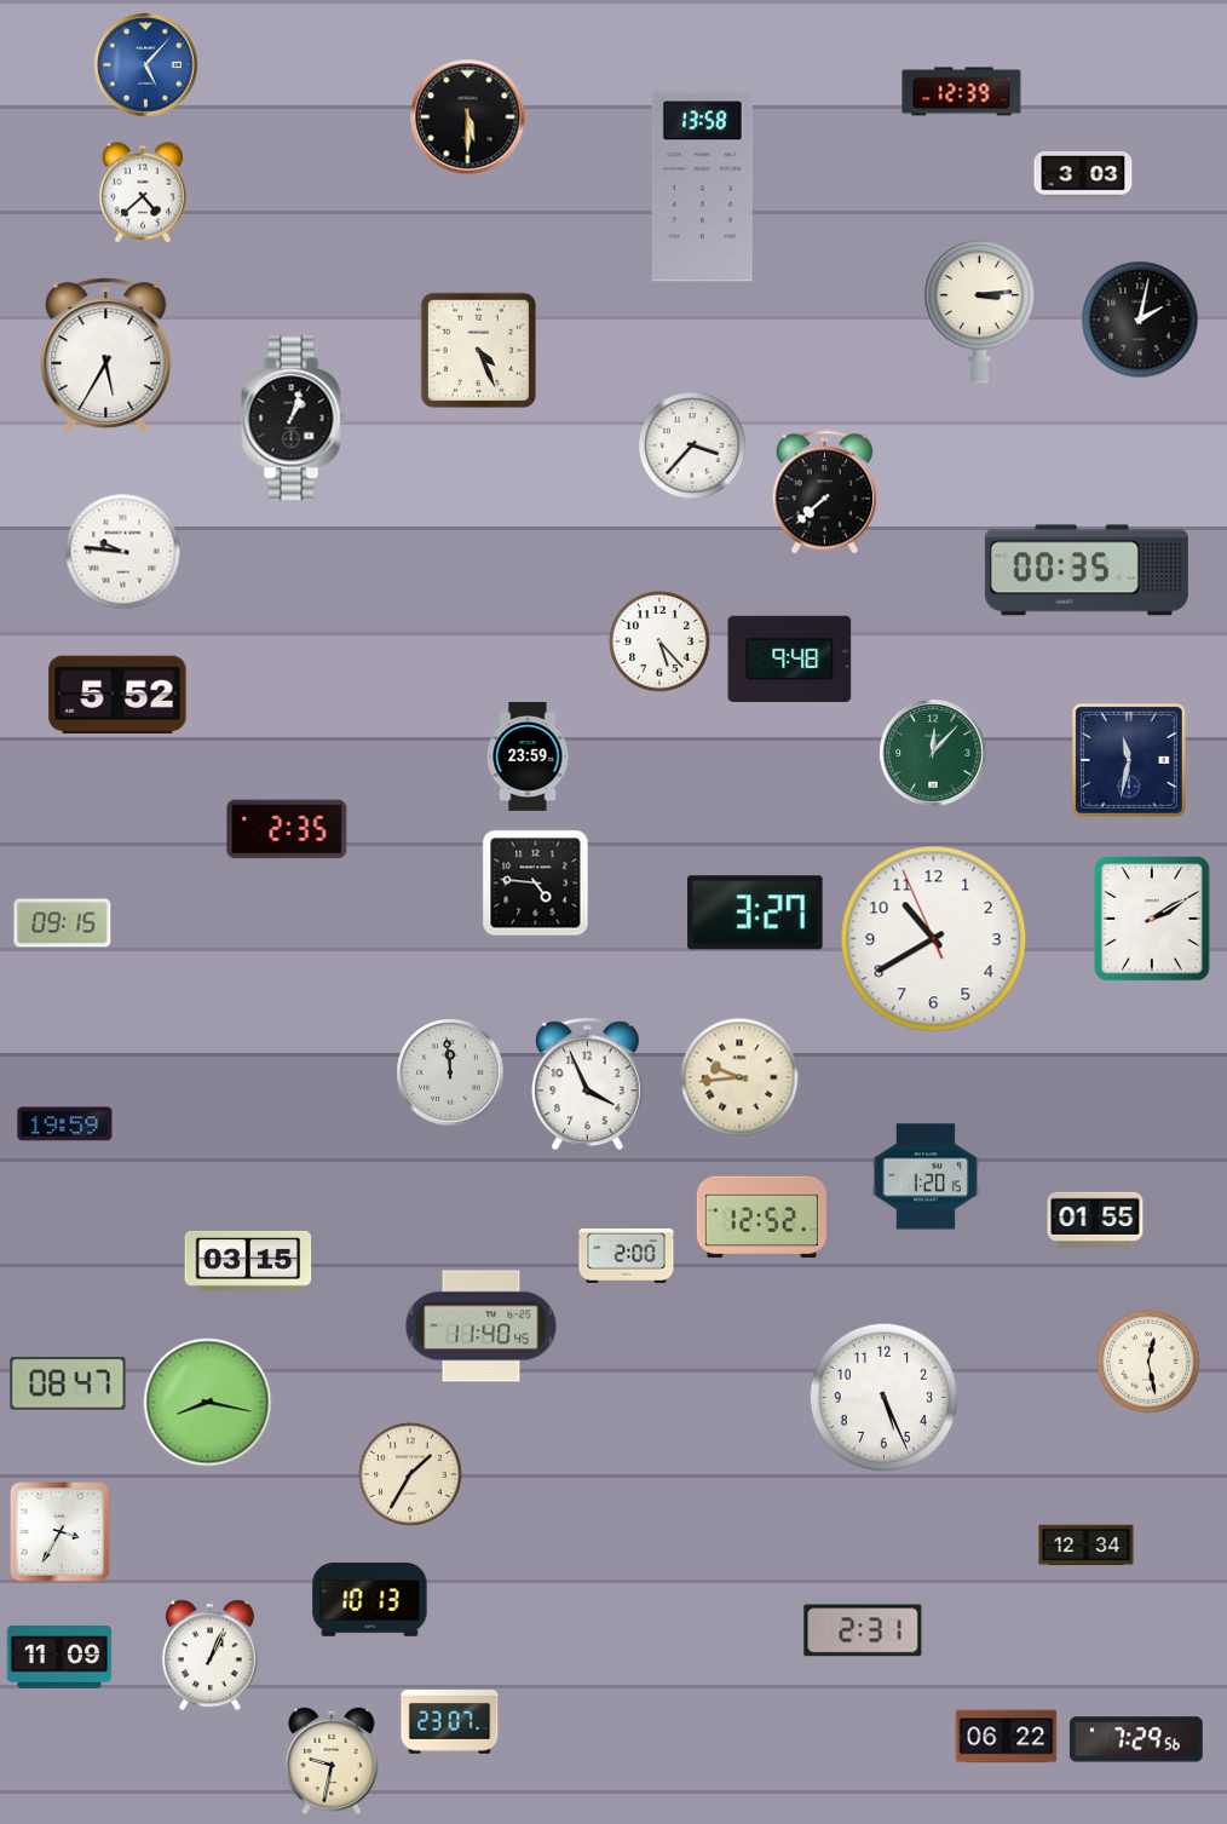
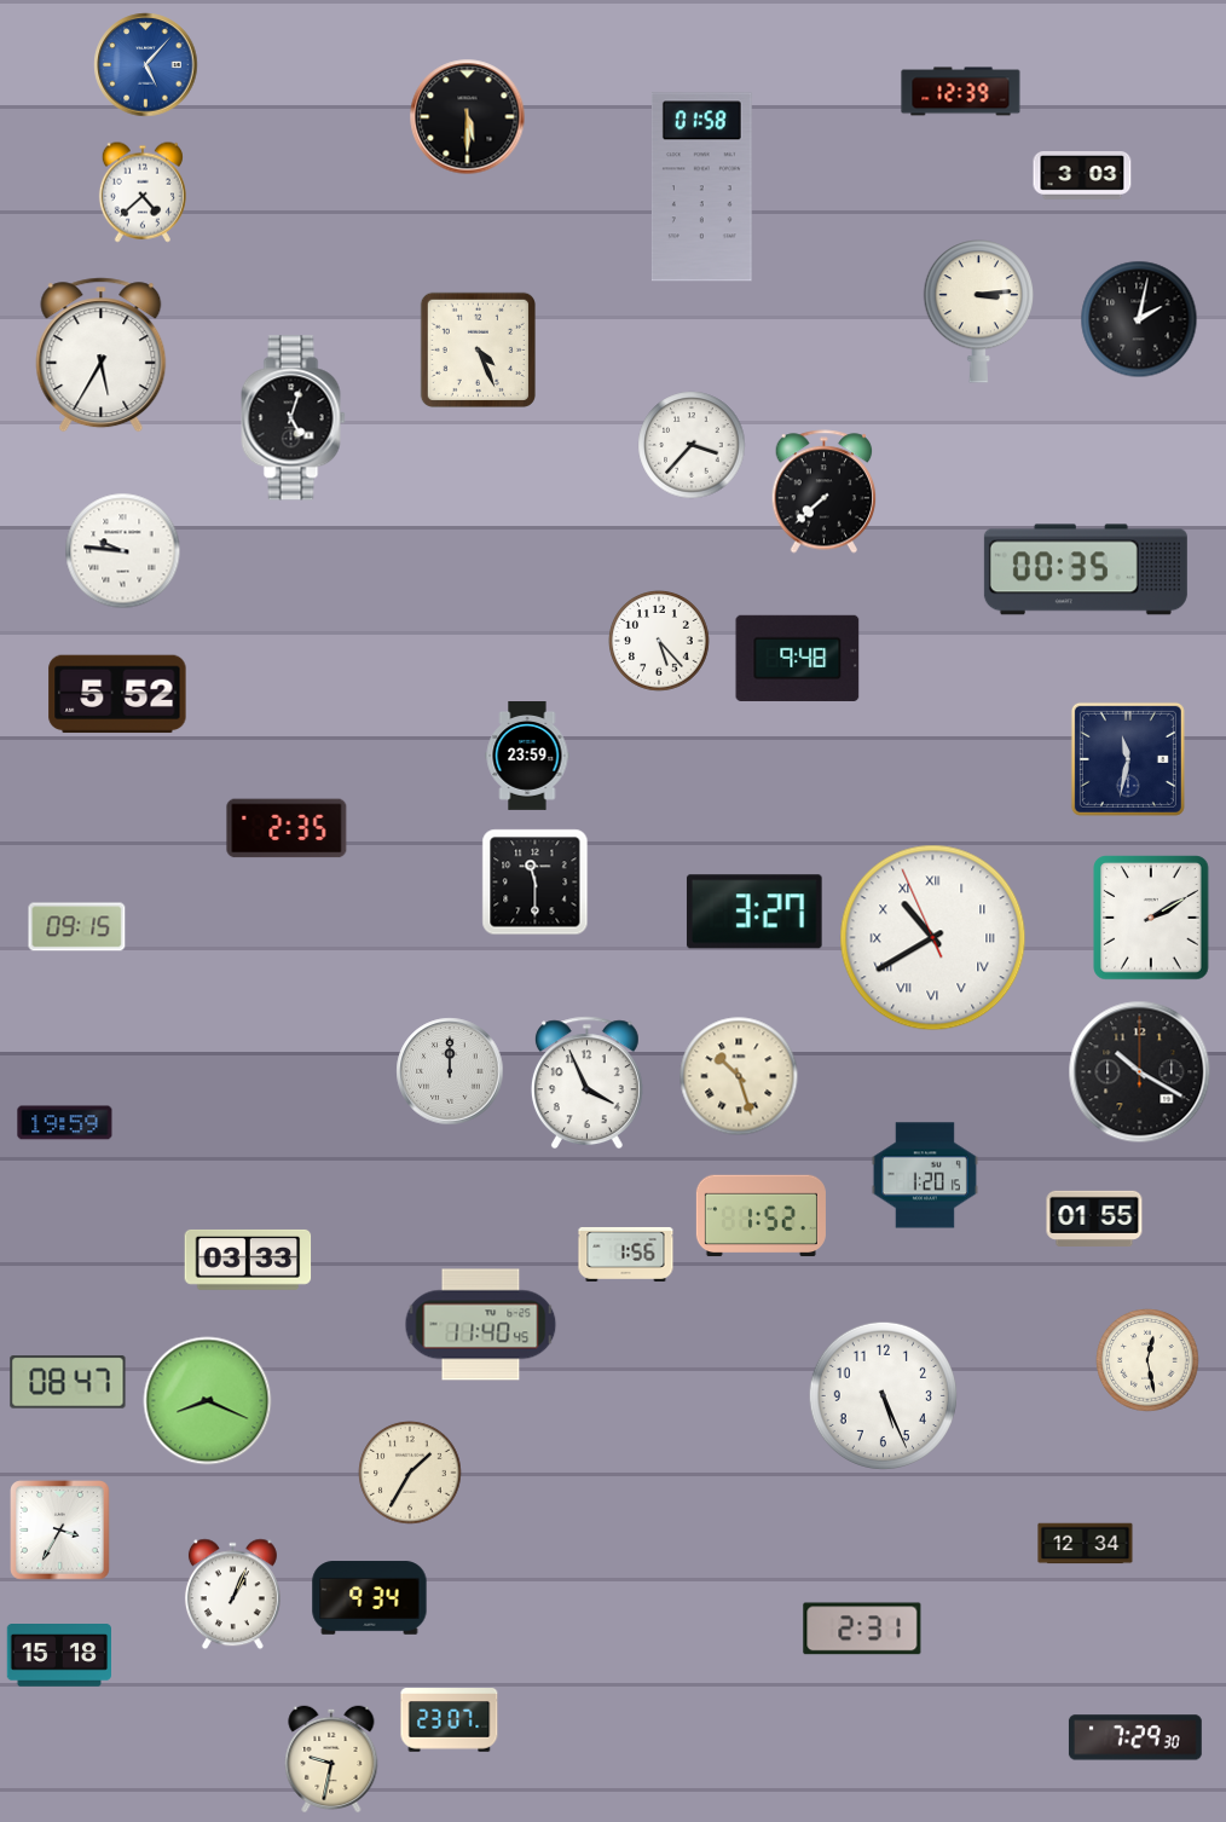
clock at (702, 188): 13:58 -> 01:58
clock at (106, 356) position: (106, 356) -> (102, 355)
clock at (294, 419): 1:03 -> 5:03
clock at (790, 658) position: (790, 658) -> (798, 658)
clock at (933, 753): 12:07 -> none
clock at (536, 884): 4:46 -> 11:30
clock at (63, 923) position: (63, 923) -> (77, 927)
clock at (934, 939) numerals: Arabic -> Roman
clock at (450, 1072): 11:59 -> 12:00
clock at (1140, 1072): none -> 10:20
clock at (739, 1077): 9:44 -> 10:27
clock at (761, 1218): 12:52 -> 1:52
clock at (627, 1255): 2:00 -> 1:56
clock at (248, 1261): 03:15 -> 03:33
clock at (208, 1403): 8:17 -> 8:19
clock at (370, 1600): 10:13 -> 9:34
clock at (209, 1656) position: (209, 1656) -> (232, 1595)
clock at (59, 1658): 11:09 -> 15:18
clock at (1007, 1737): 06:22 -> none
clock at (1136, 1739): 7:29:56 -> 7:29:30
